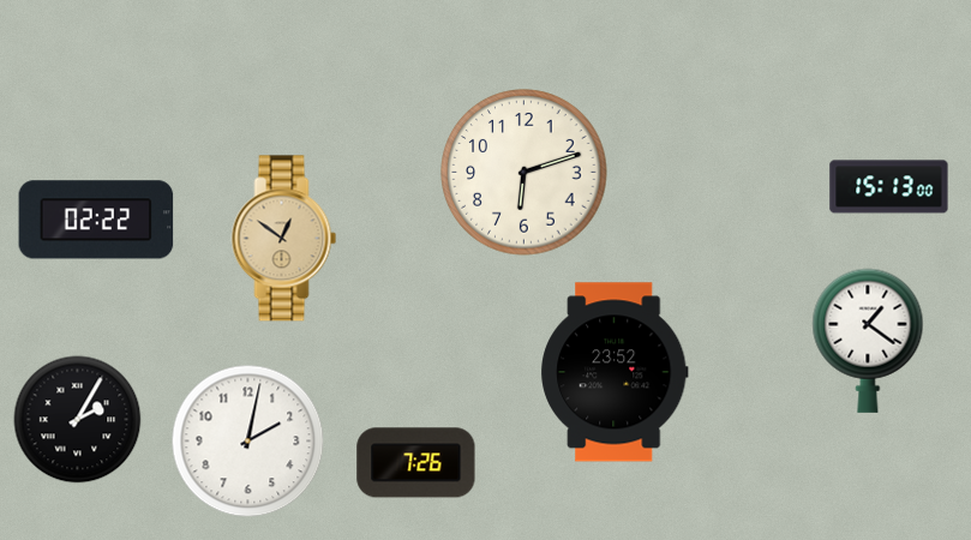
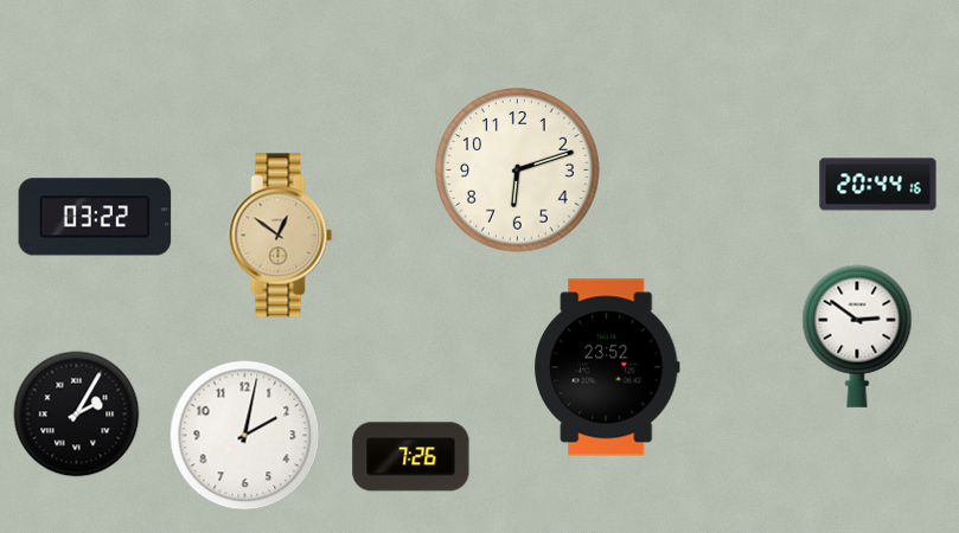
clock at (889, 187): 15:13 -> 20:44
clock at (96, 220): 02:22 -> 03:22
clock at (868, 341): 1:21 -> 2:51
